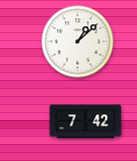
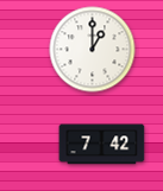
clock at (78, 42): 1:08 -> 1:00
